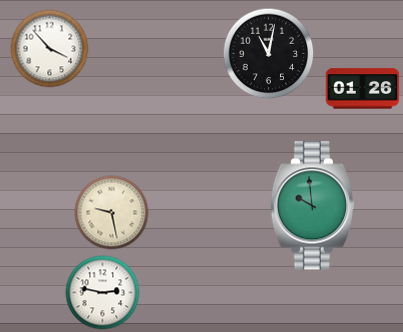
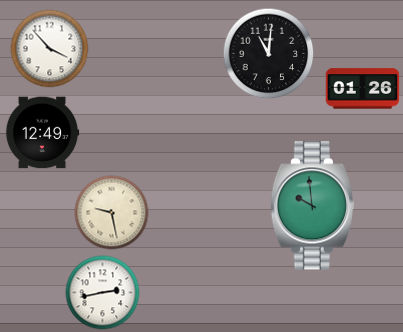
clock at (269, 54): 11:02 -> 11:01
clock at (42, 133): none -> 12:49
clock at (103, 293): 2:47 -> 2:43
